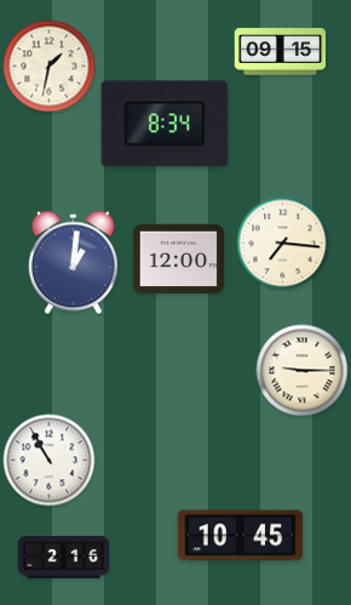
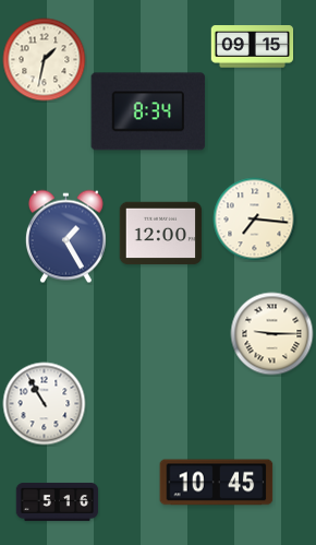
clock at (73, 263): 1:01 -> 1:25
clock at (50, 461) position: (50, 461) -> (45, 404)
clock at (64, 557): 2:16 -> 5:16
